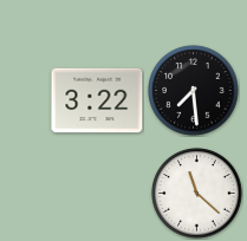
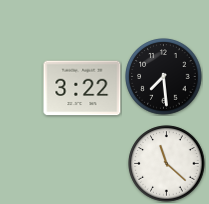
clock at (97, 100) position: (97, 100) -> (82, 88)
